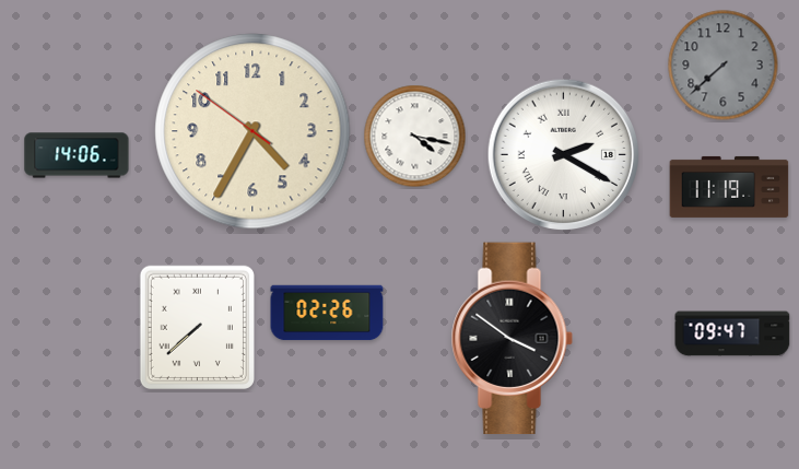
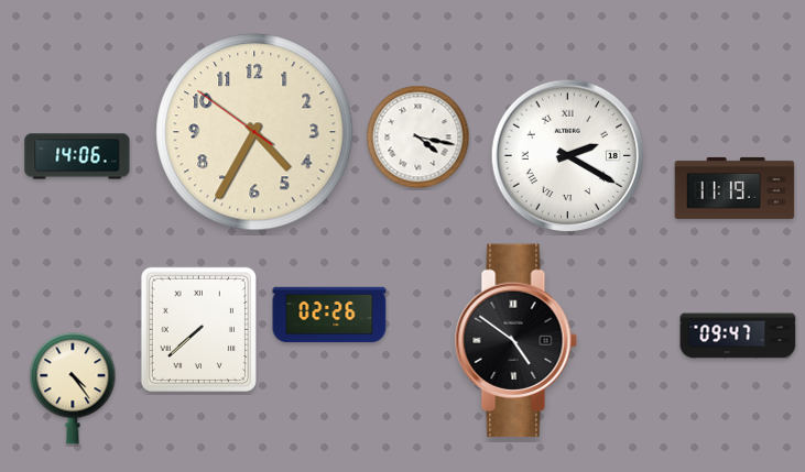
clock at (724, 66): 7:38 -> none
clock at (512, 339): 3:51 -> 4:51
clock at (73, 388): none -> 4:24
